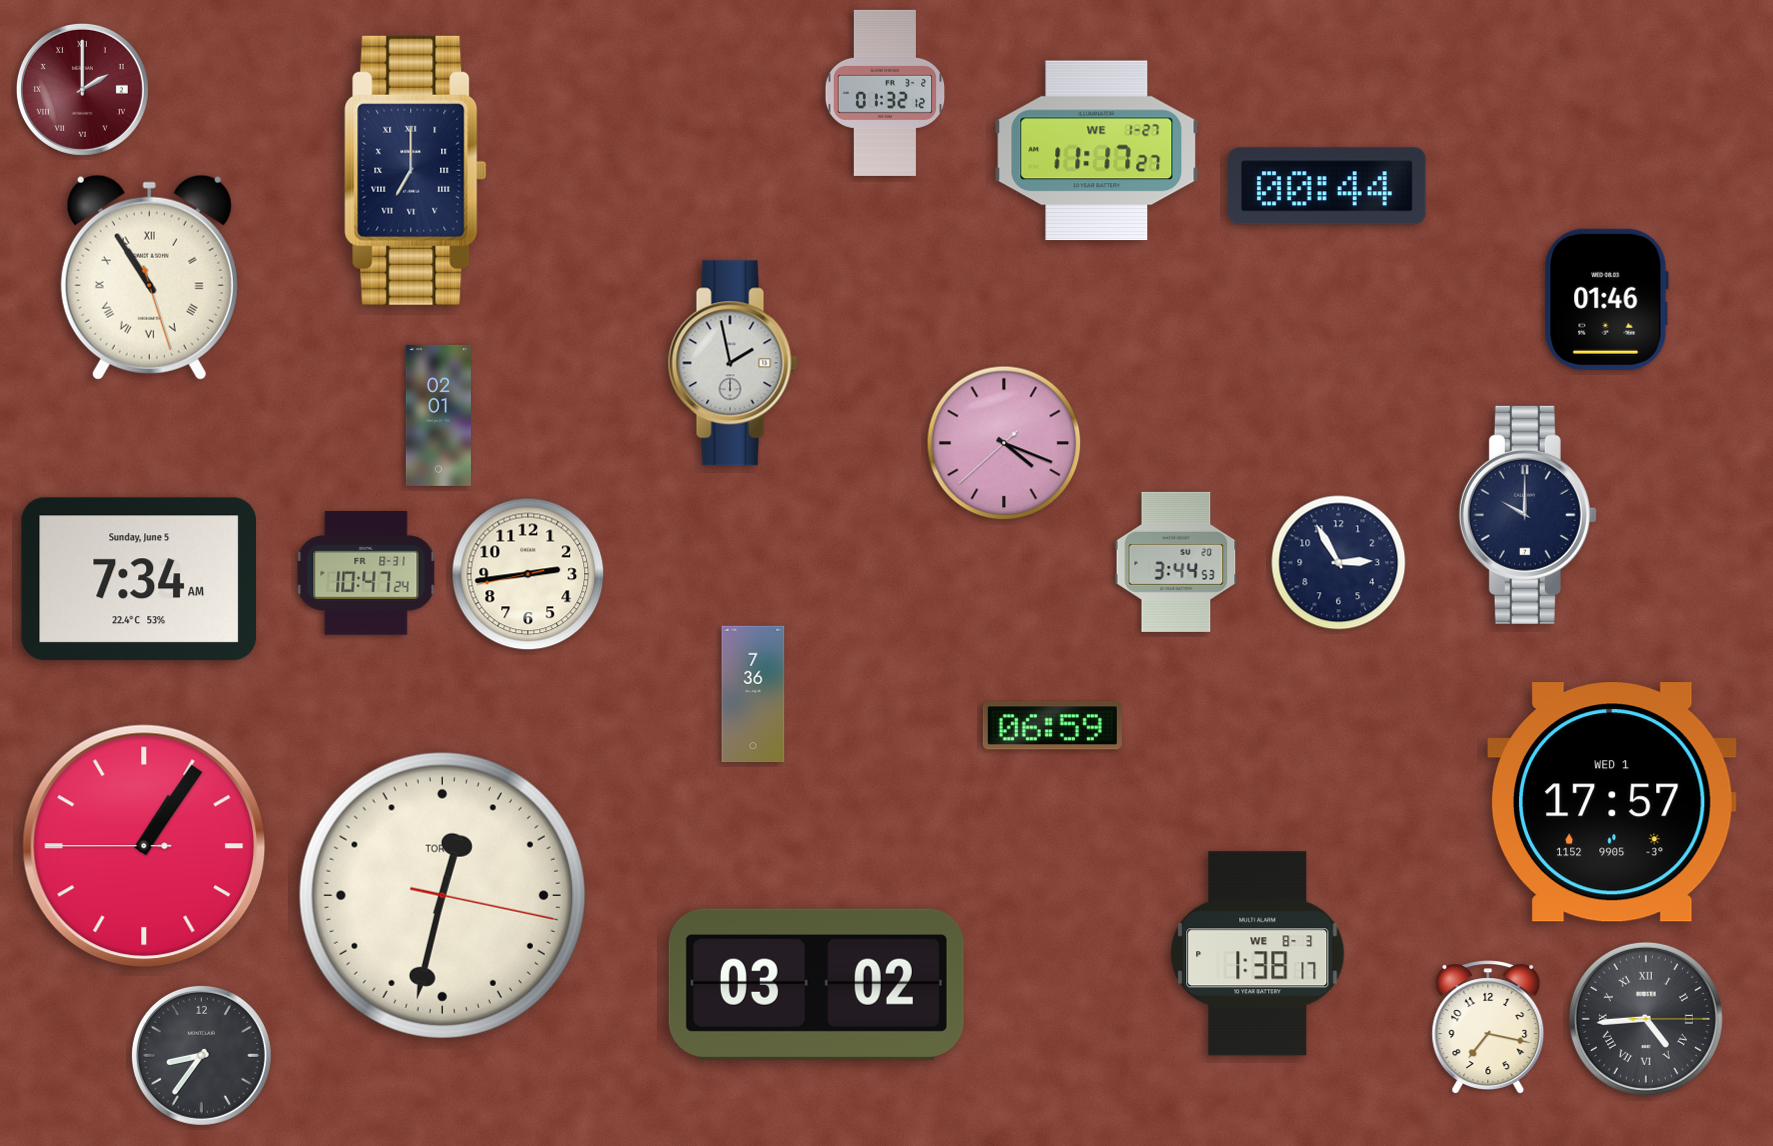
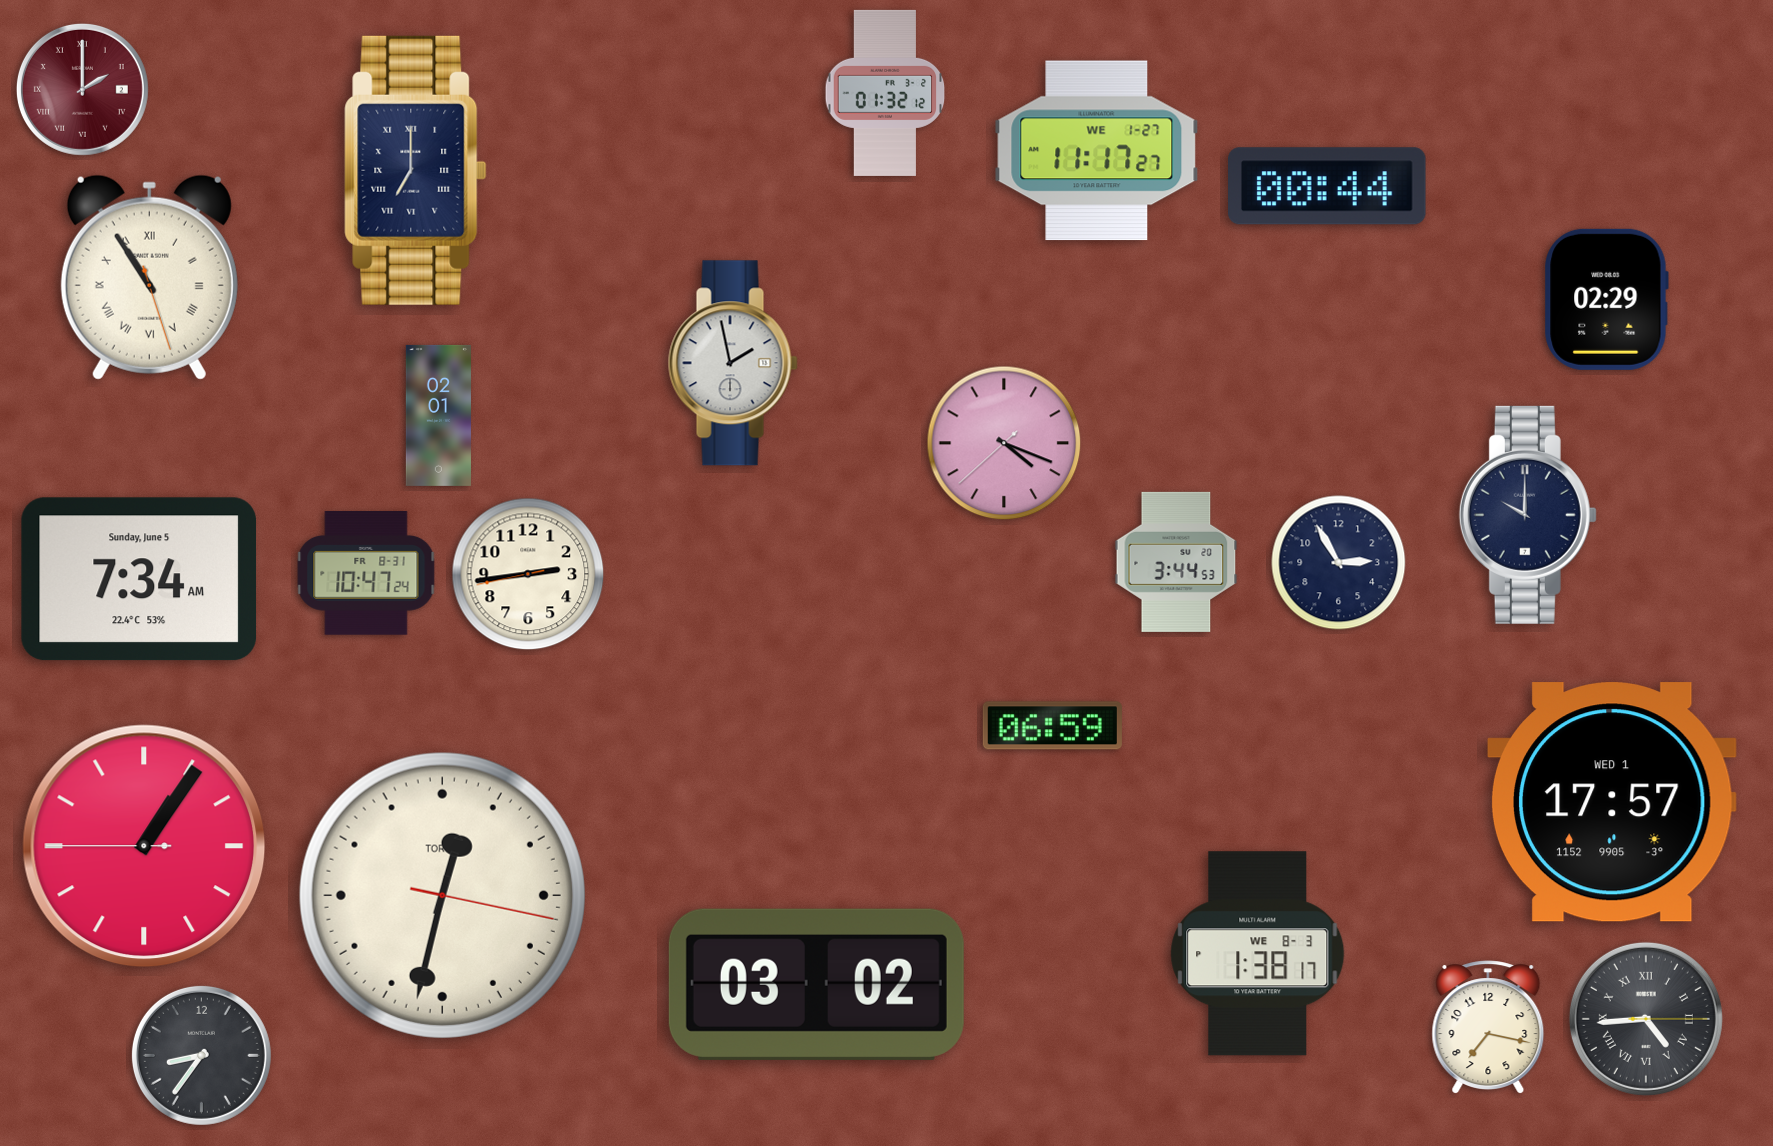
clock at (1606, 299): 01:46 -> 02:29
clock at (753, 694): 7:36 -> none
